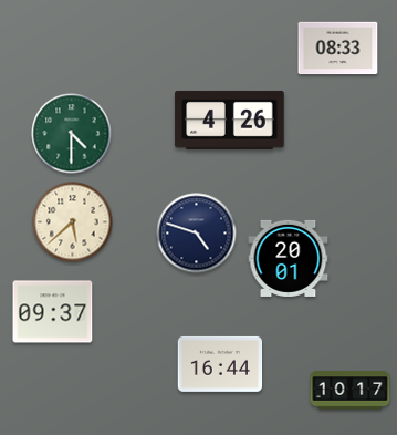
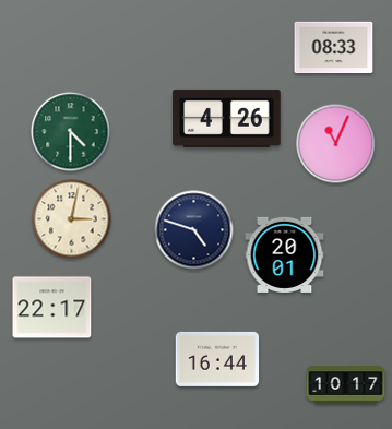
clock at (336, 144): none -> 11:04
clock at (73, 222): 5:38 -> 3:02
clock at (53, 312): 09:37 -> 22:17
